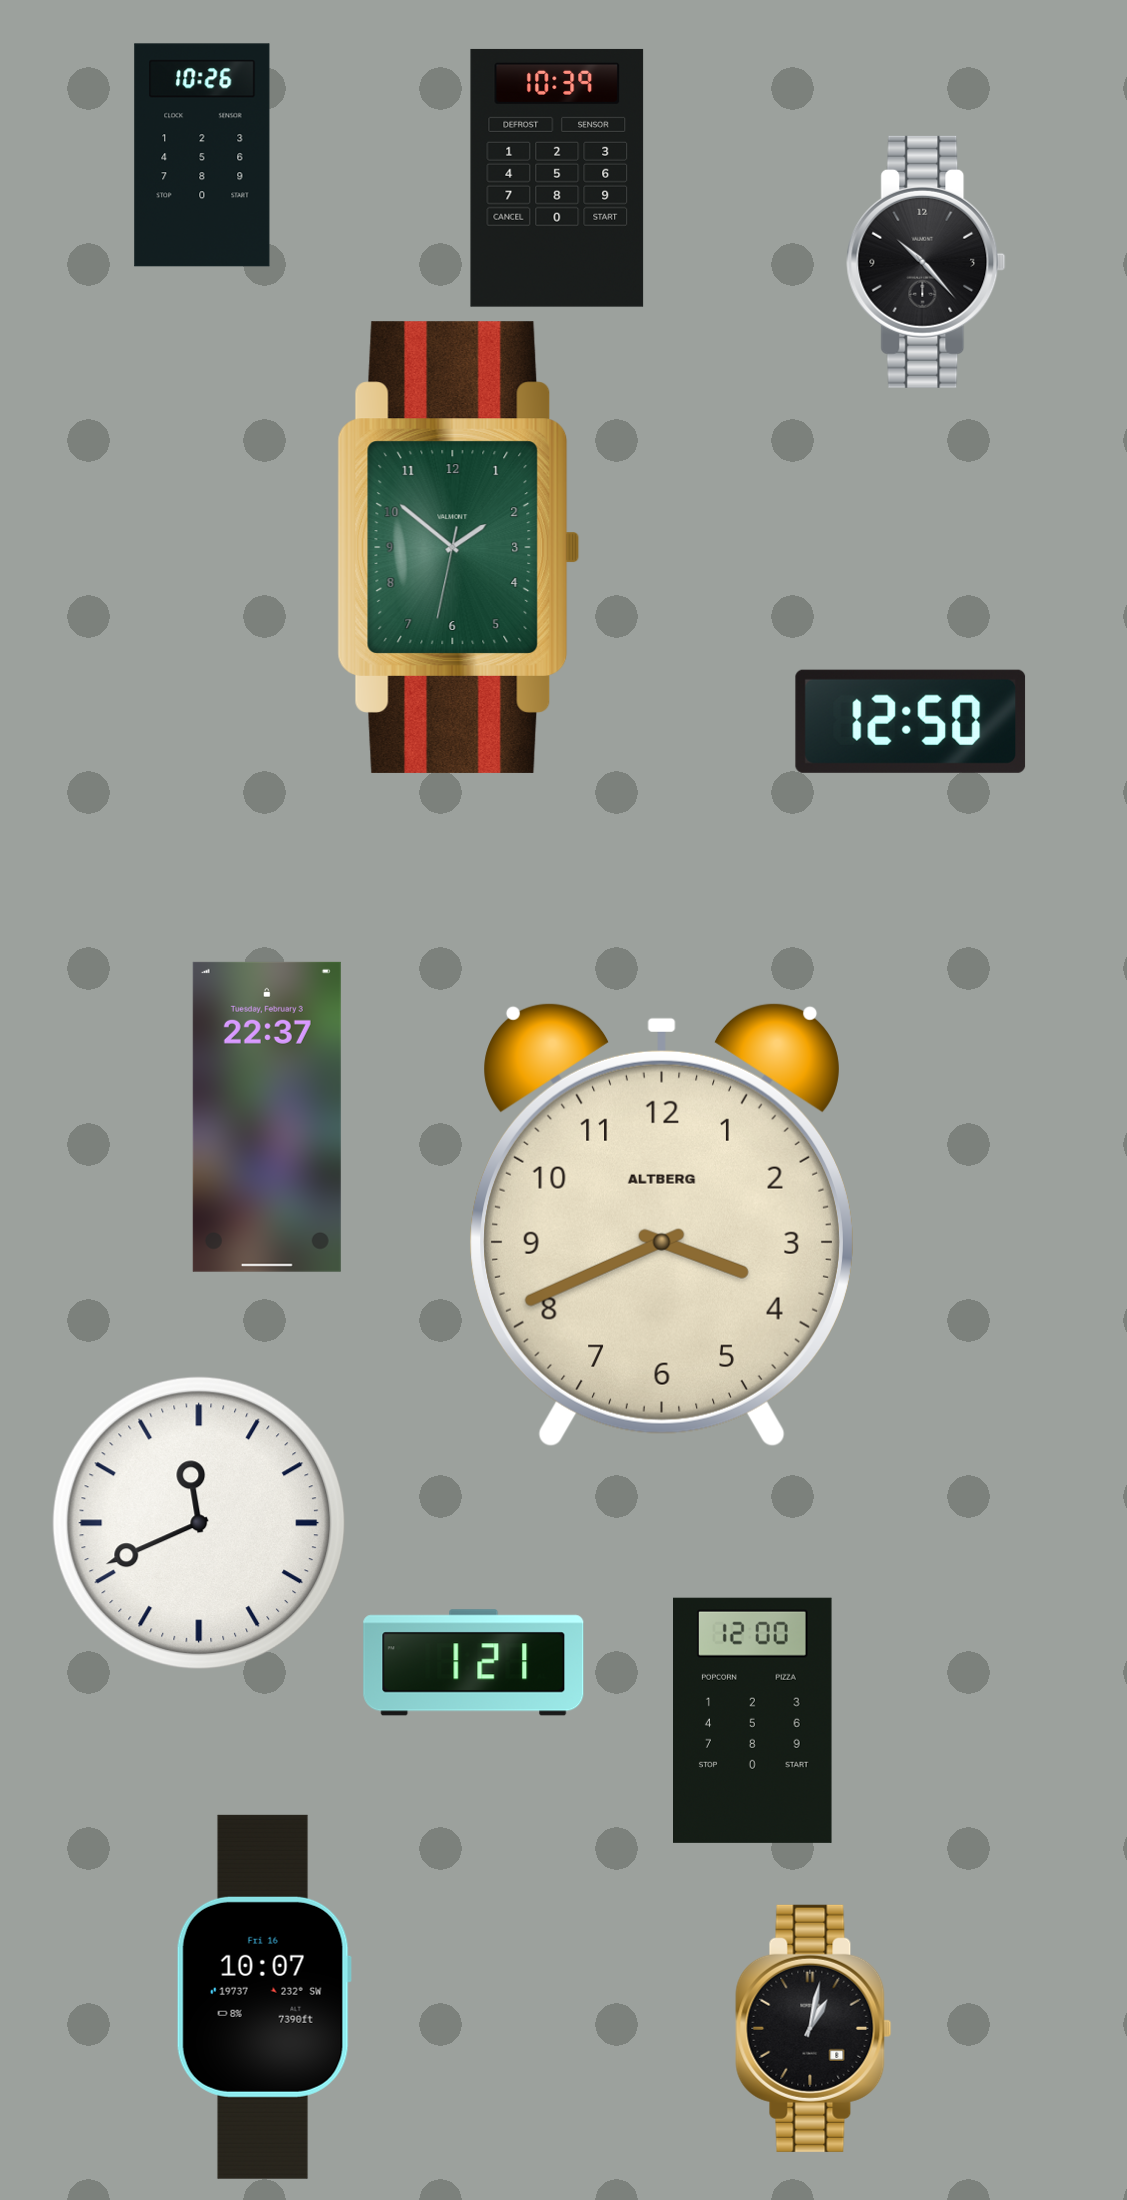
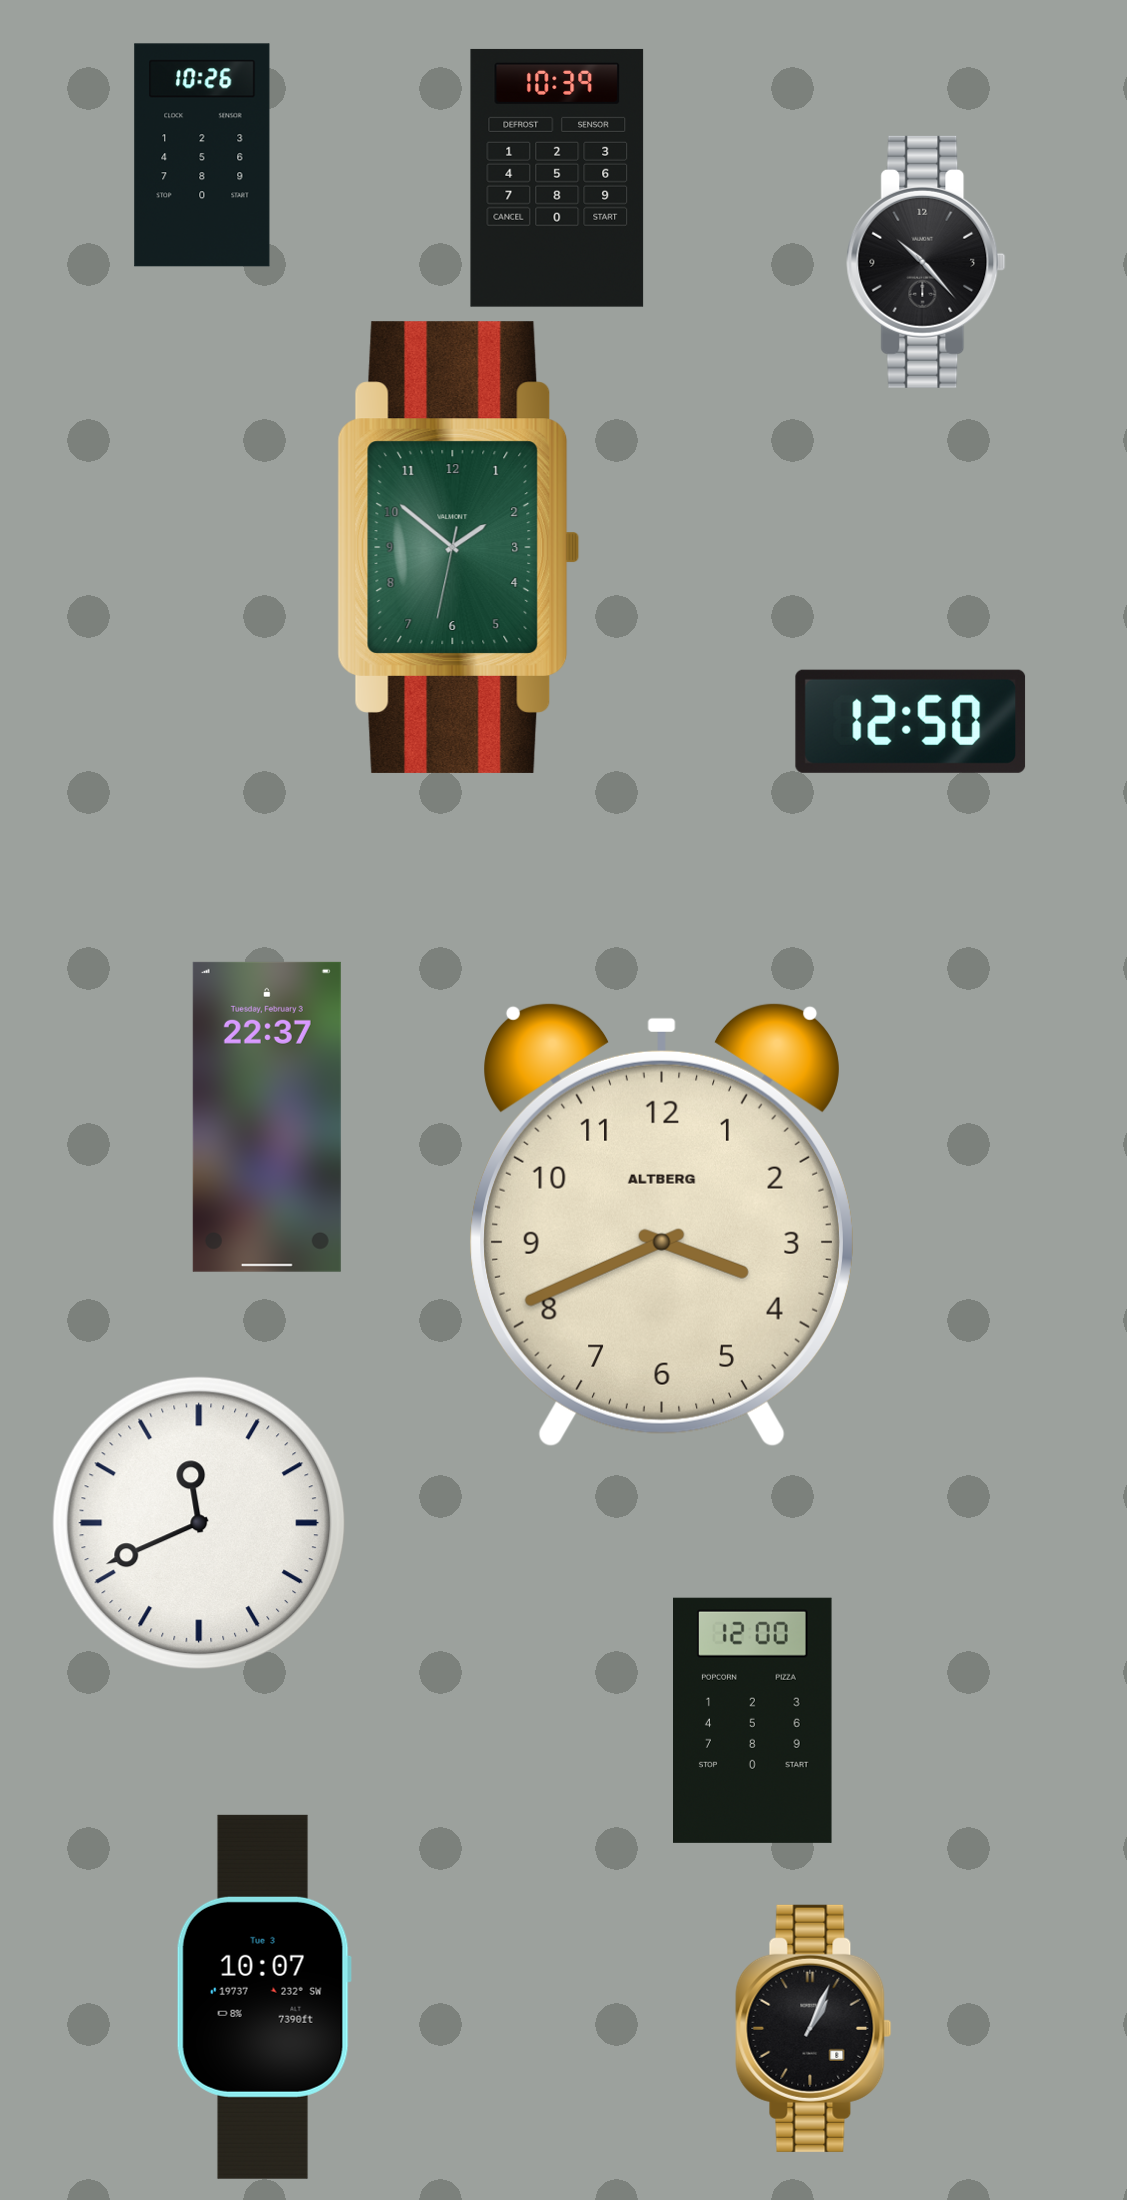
clock at (474, 1663): 1:21 -> none
clock at (264, 1997) date: Fri 16 -> Tue 3
clock at (814, 2028): 1:02 -> 1:04
